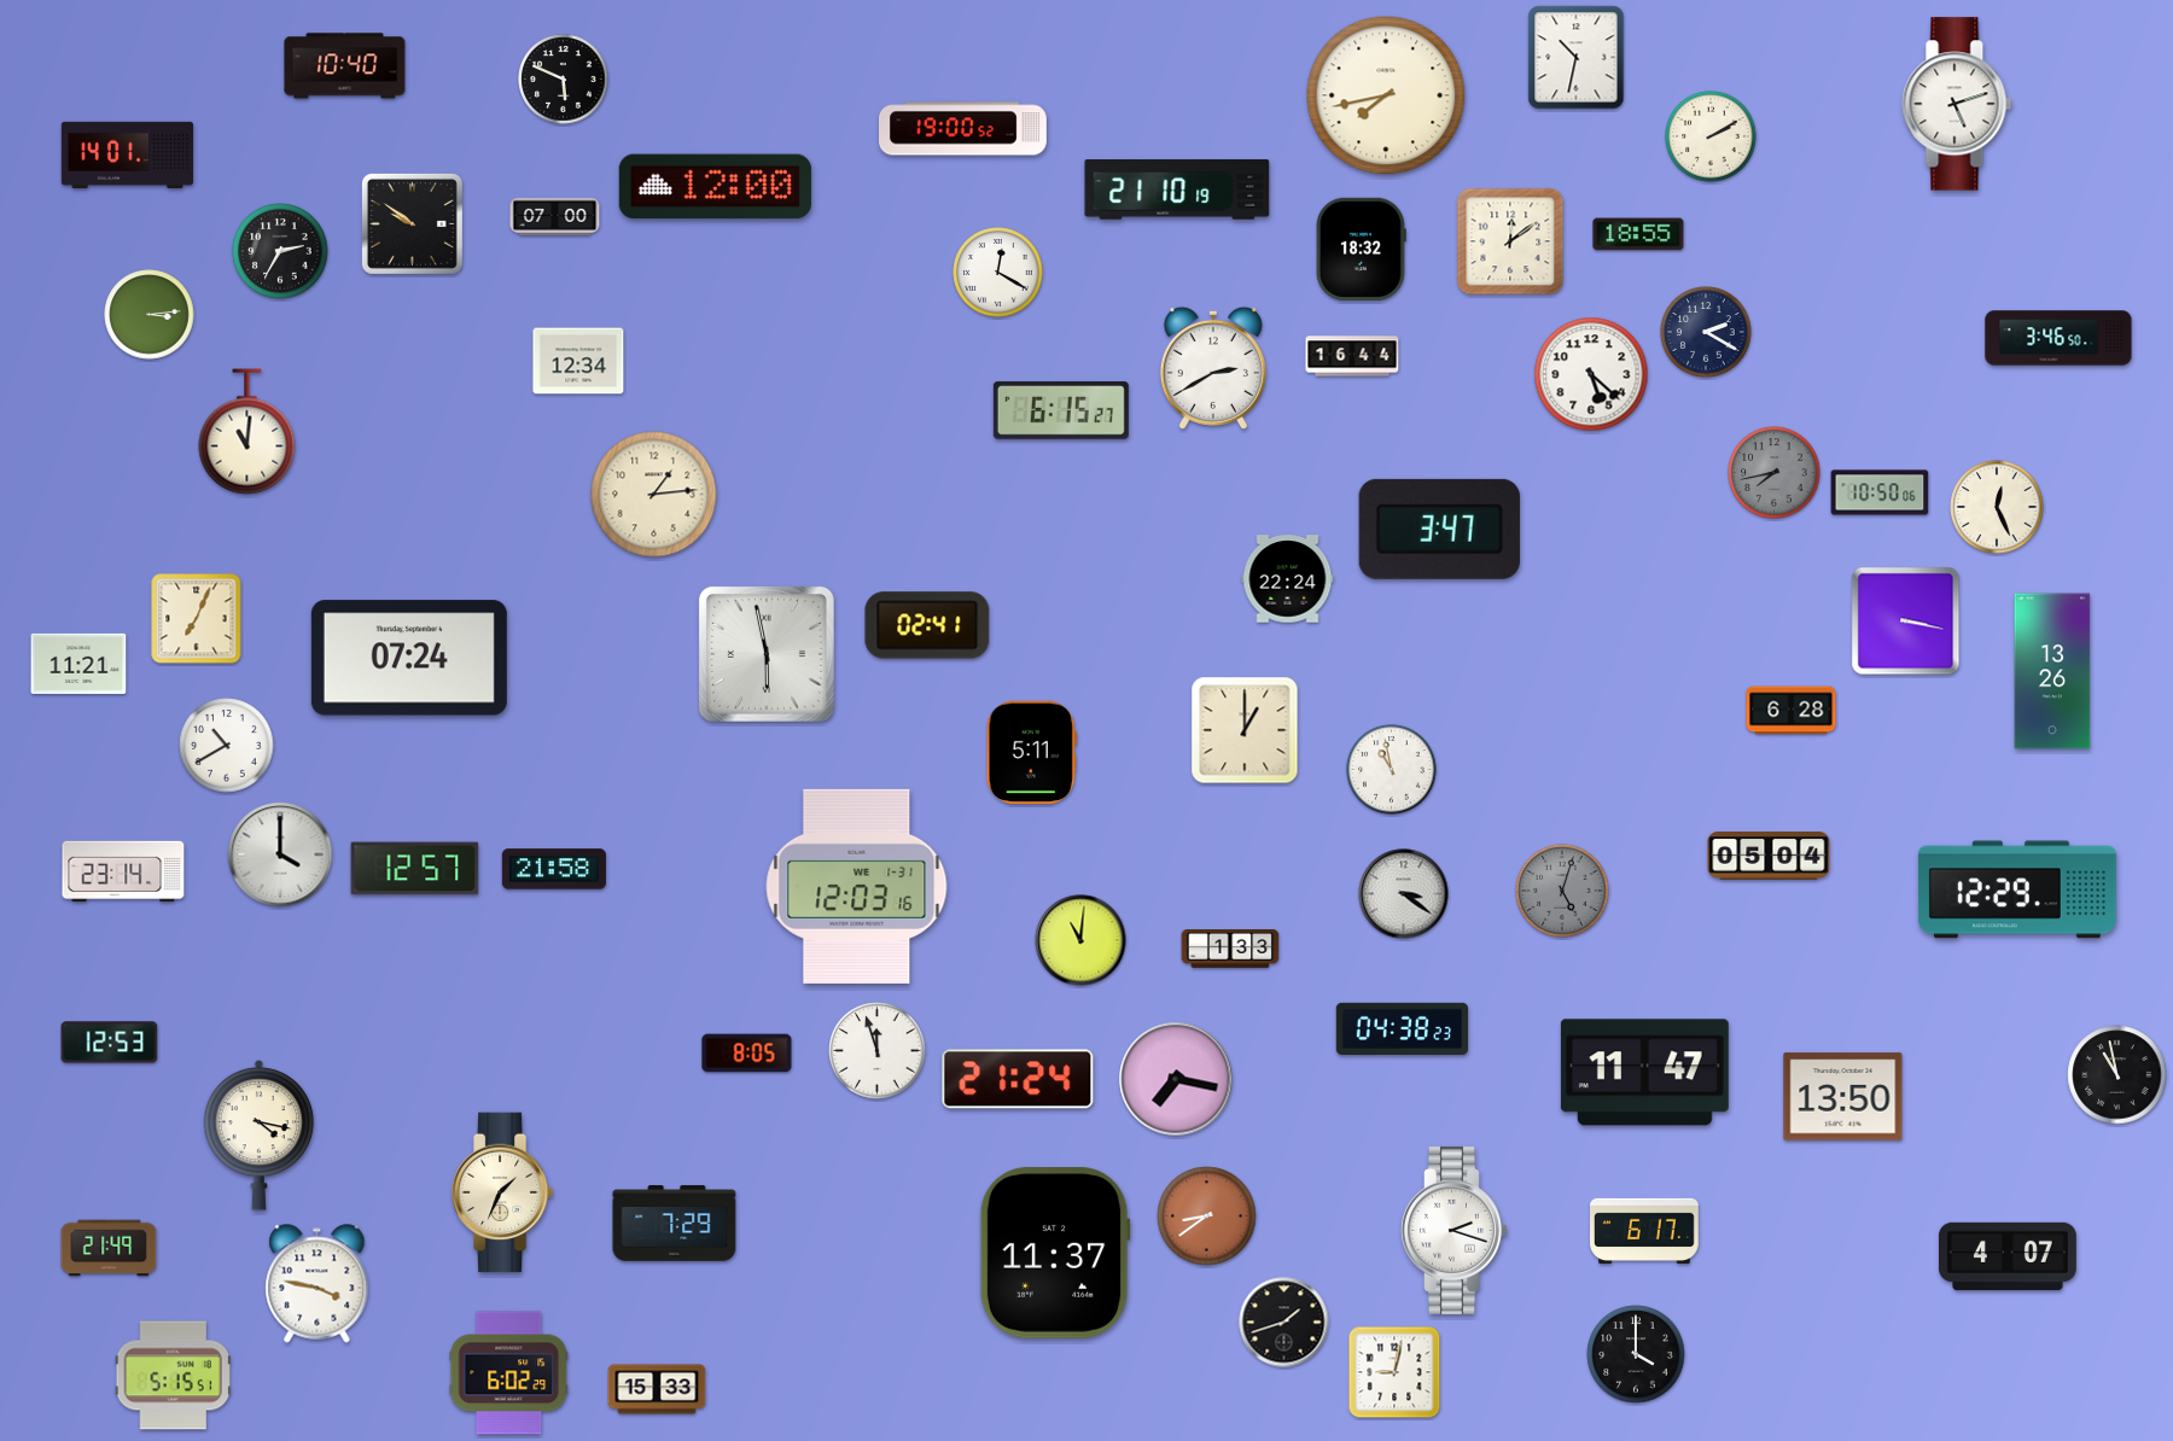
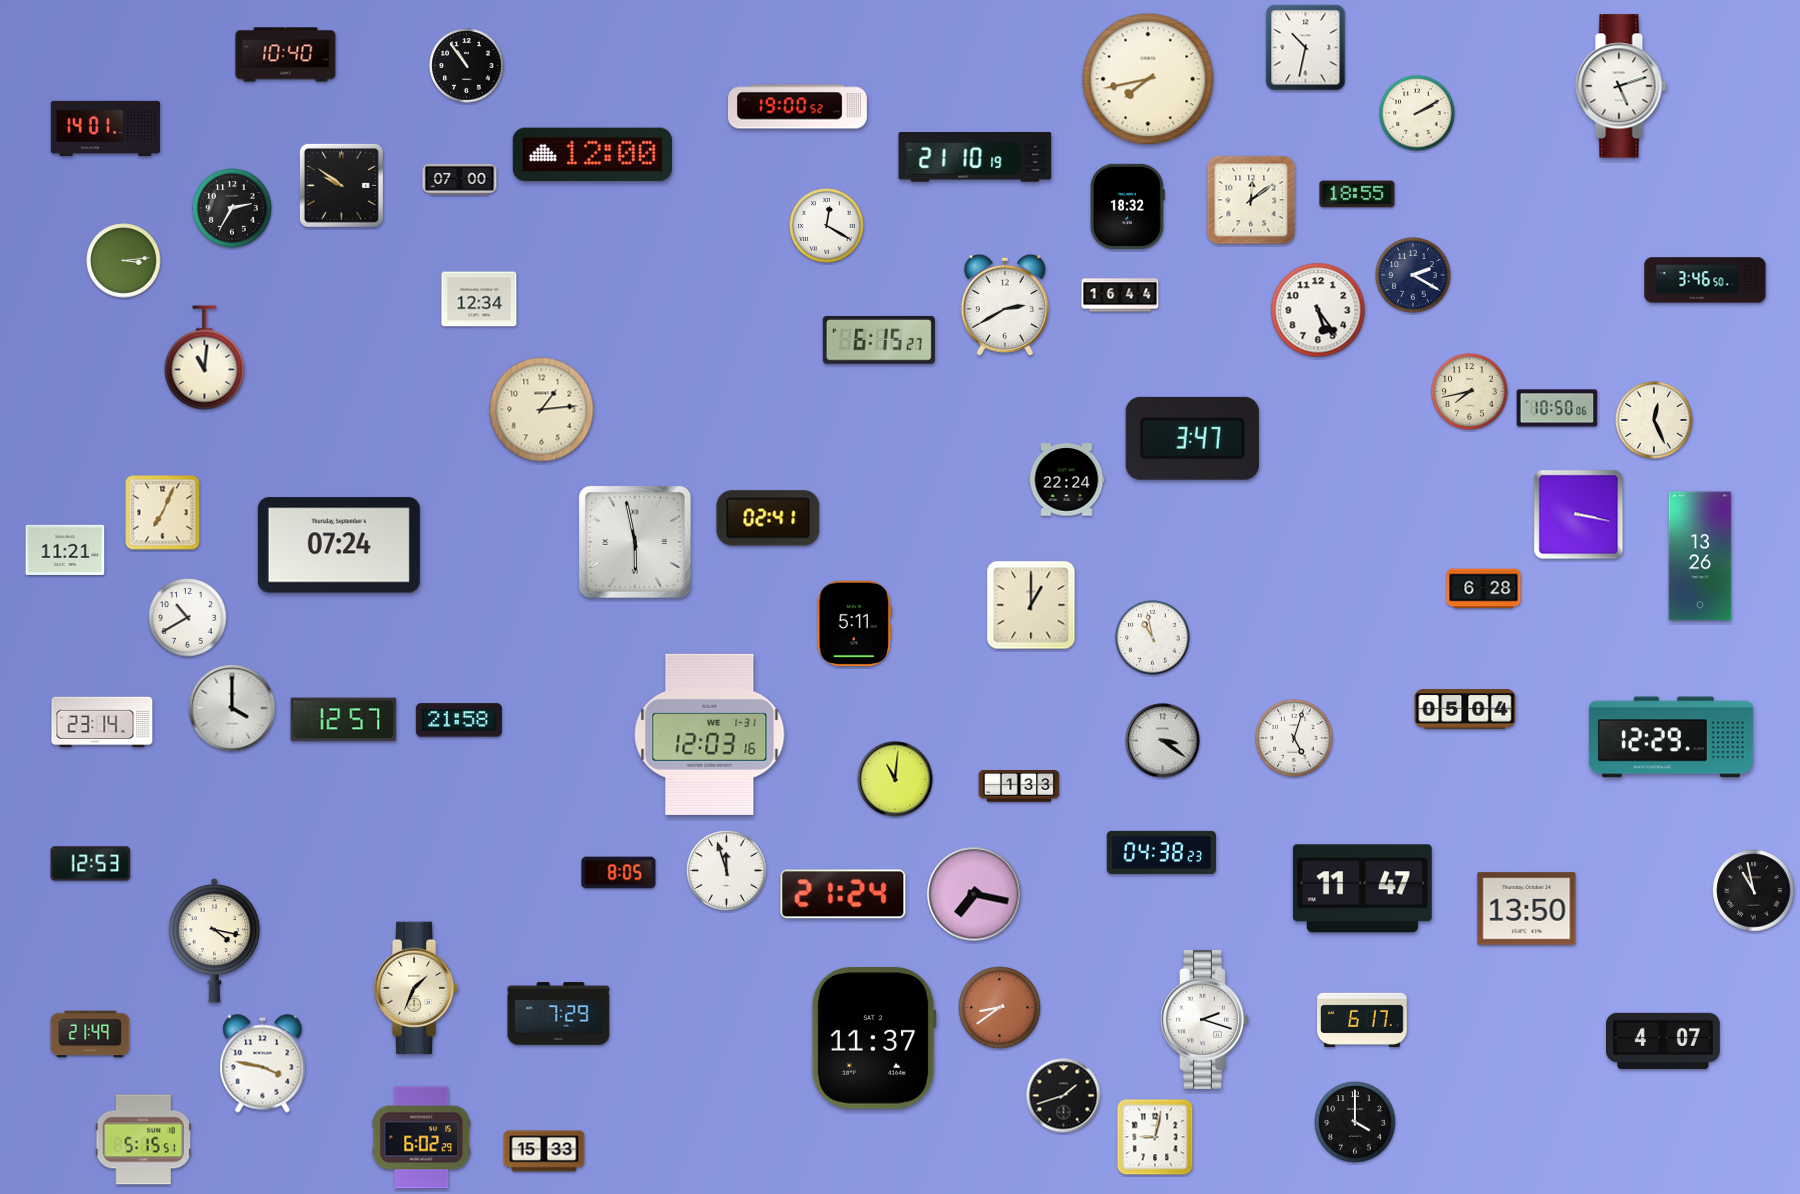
clock at (564, 80): 5:49 -> 10:54
clock at (1591, 374): 5:22 -> 5:24
clock at (1775, 473) dial: grey -> cream
clock at (1562, 891) dial: grey -> white
